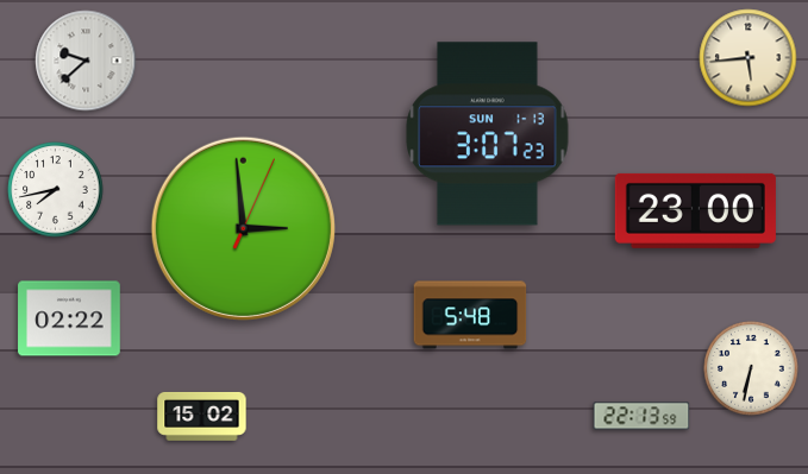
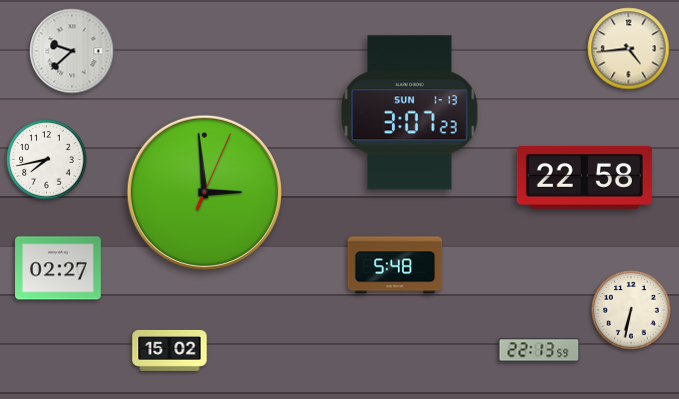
clock at (749, 58): 5:44 -> 4:44
clock at (695, 210): 23:00 -> 22:58
clock at (69, 318): 02:22 -> 02:27
